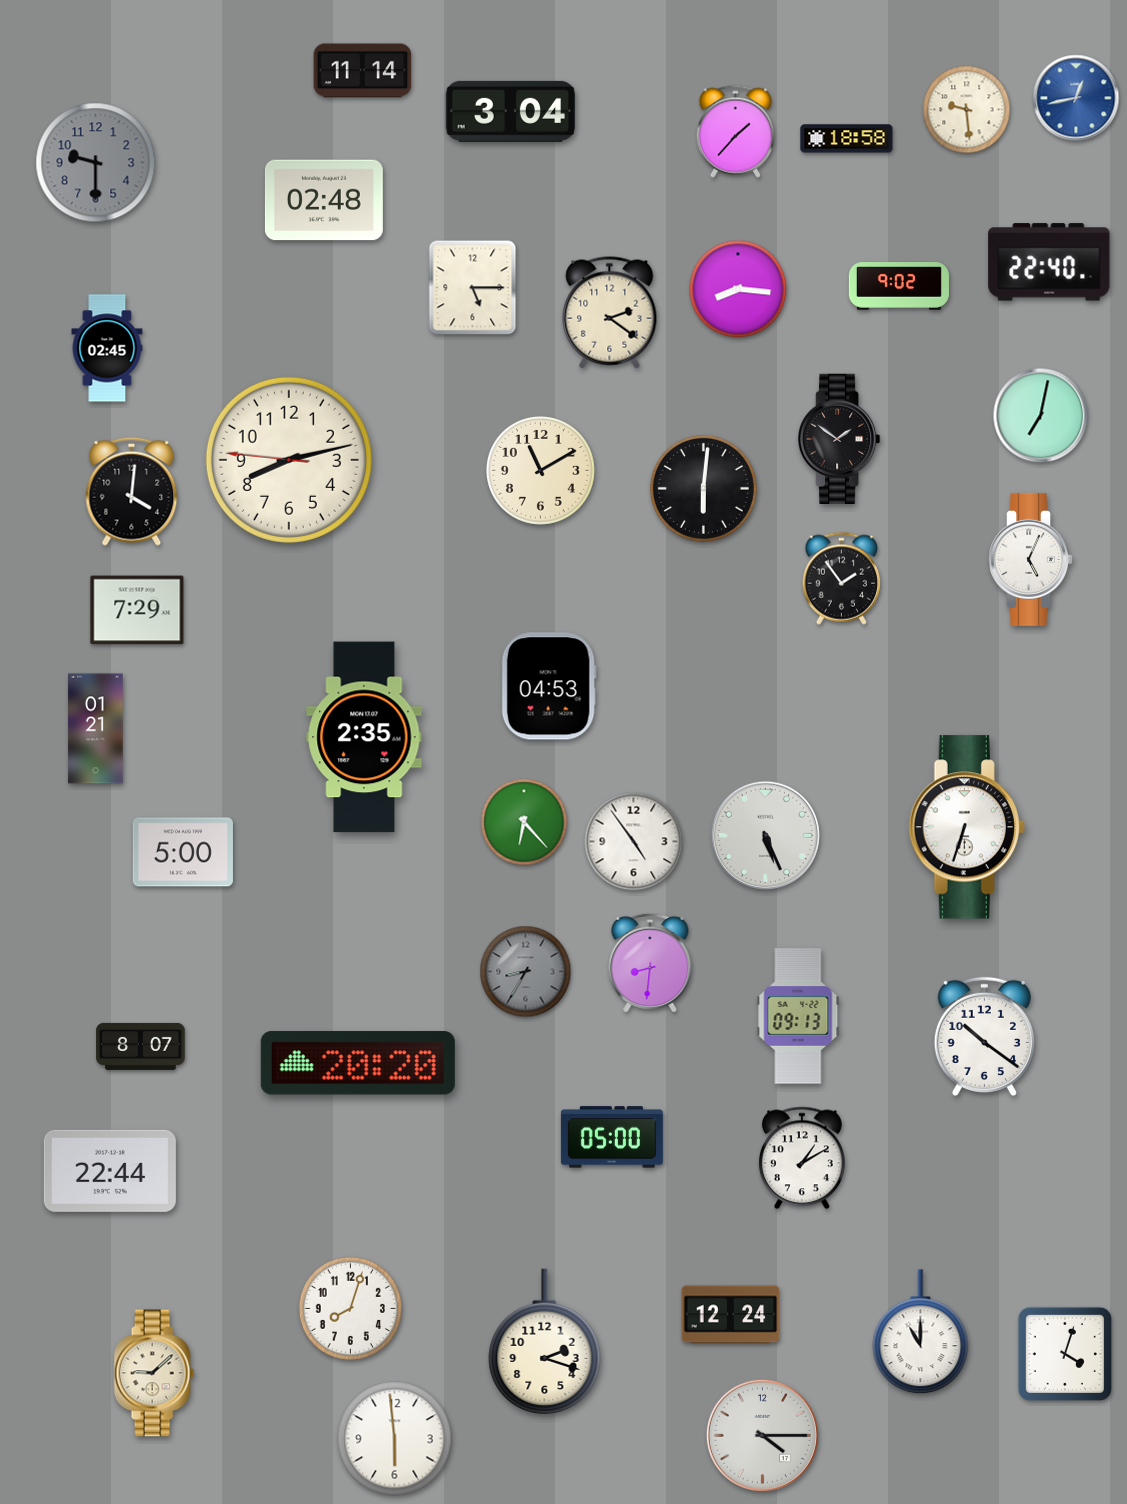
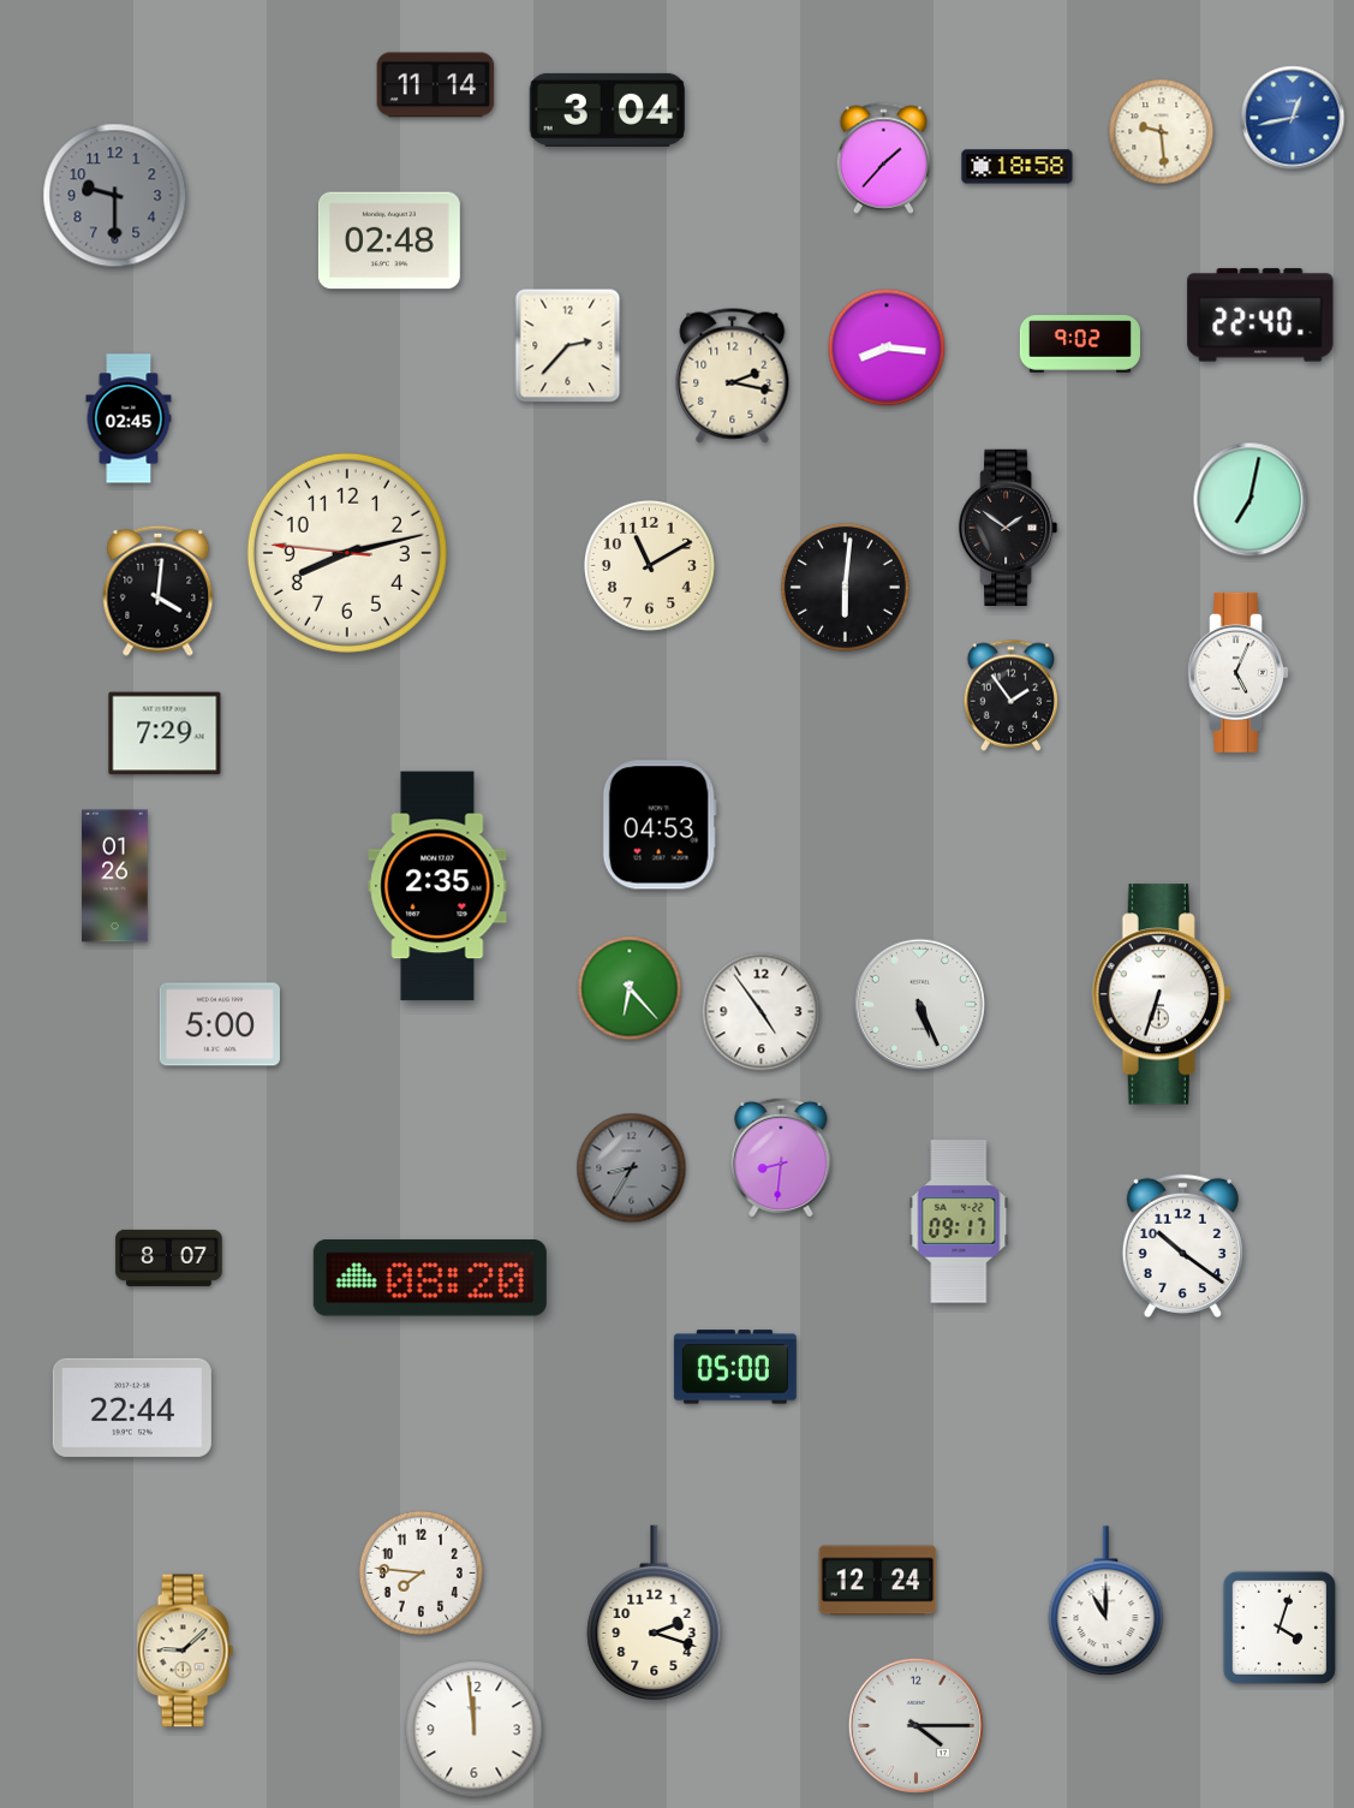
clock at (511, 111) position: (511, 111) -> (608, 109)
clock at (473, 288): 5:15 -> 2:37
clock at (610, 313): 2:21 -> 2:17
clock at (96, 729): 01:21 -> 01:26
clock at (798, 1016): 09:13 -> 09:17
clock at (358, 1063): 20:20 -> 08:20
clock at (802, 1158): 1:10 -> none
clock at (350, 1308): 8:03 -> 7:46
clock at (395, 1439): 5:59 -> 11:59
